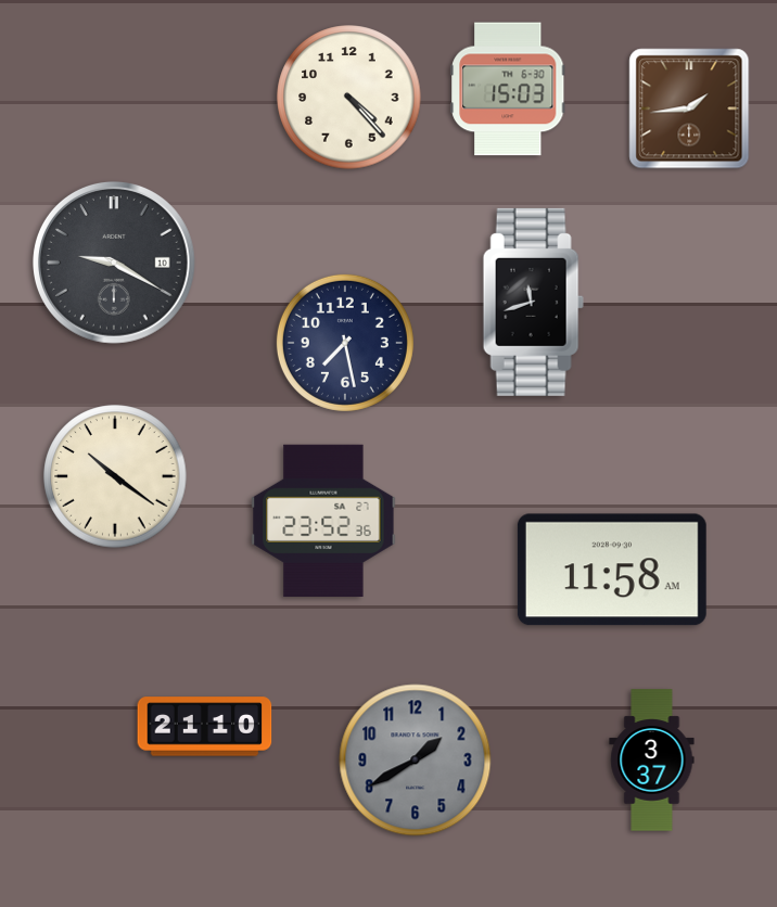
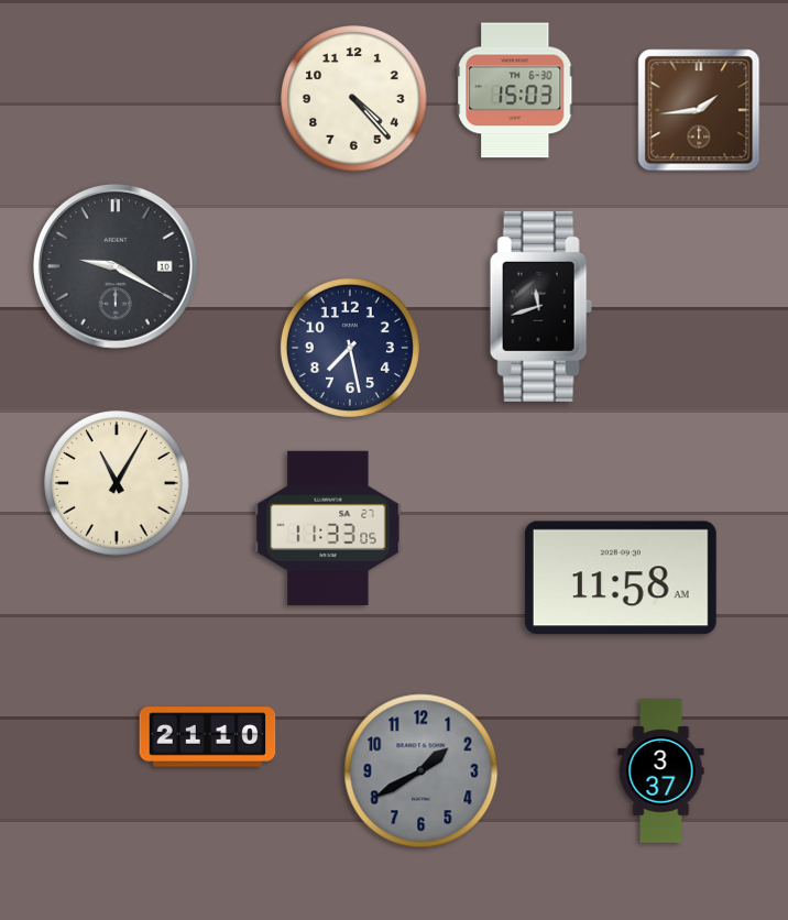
clock at (115, 476): 10:21 -> 11:05
clock at (323, 520): 23:52 -> 11:33
